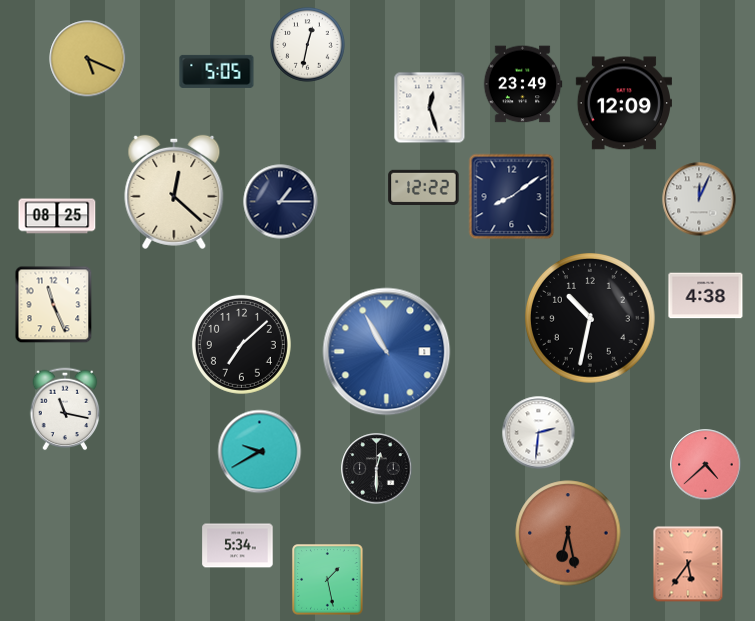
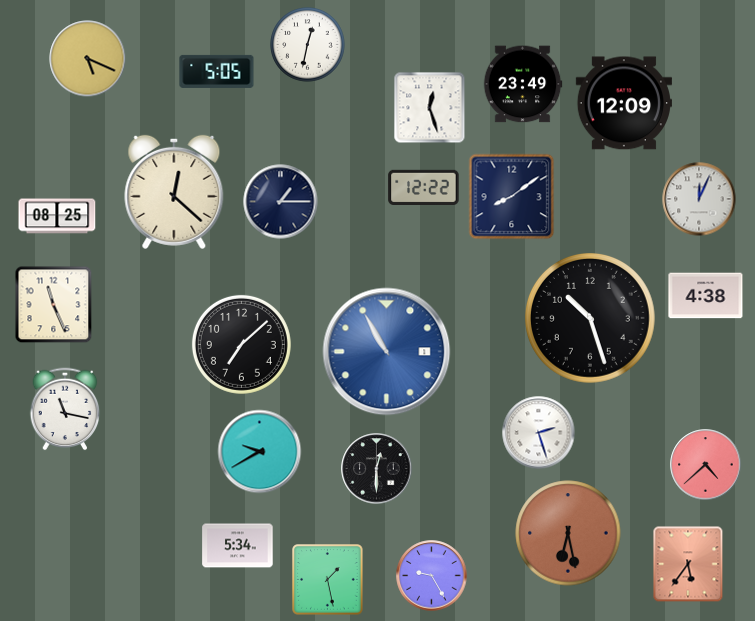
clock at (591, 319): 10:32 -> 10:27
clock at (539, 433): 2:31 -> 2:27
clock at (432, 576): none -> 9:25
